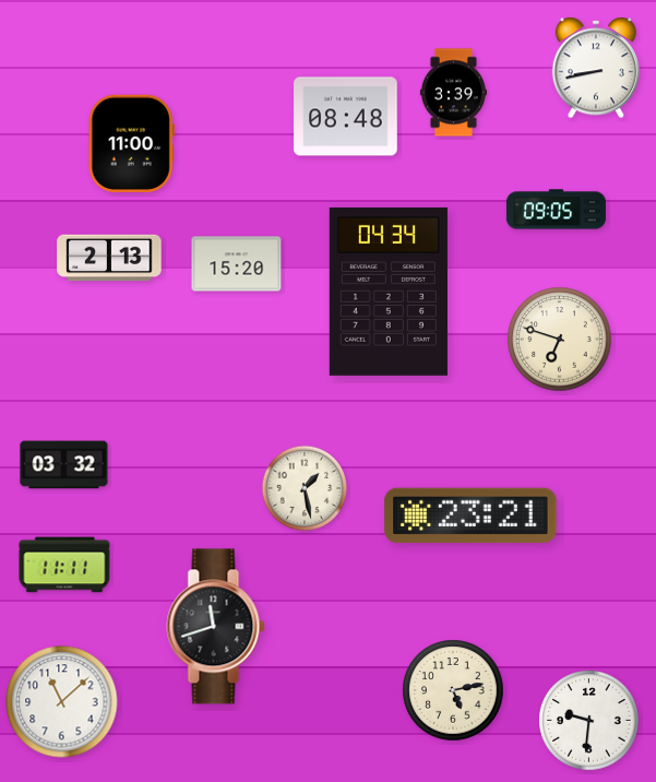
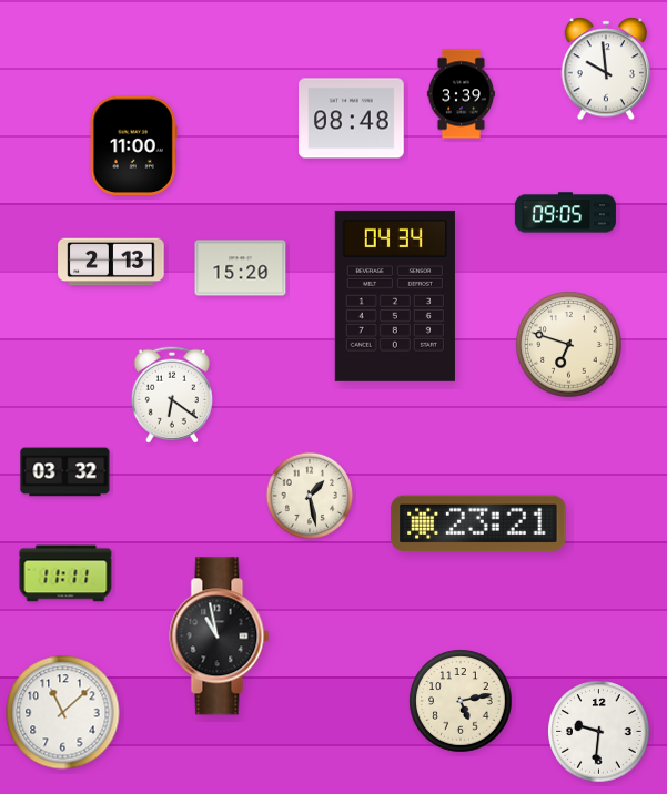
clock at (596, 68): 8:43 -> 9:59
clock at (172, 395): none -> 6:21
clock at (216, 627): 11:42 -> 10:58
